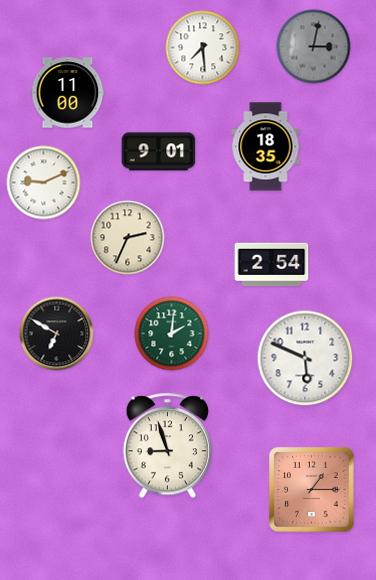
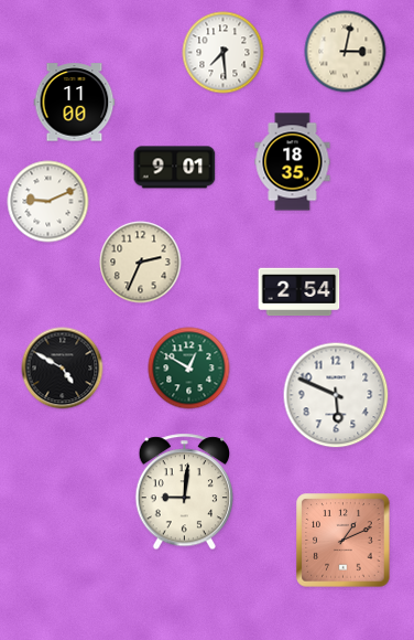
clock at (314, 47) dial: grey -> cream
clock at (57, 334): 6:50 -> 4:50
clock at (172, 334): 2:01 -> 12:50
clock at (167, 446): 8:57 -> 9:01
clock at (312, 490): 1:15 -> 1:11
